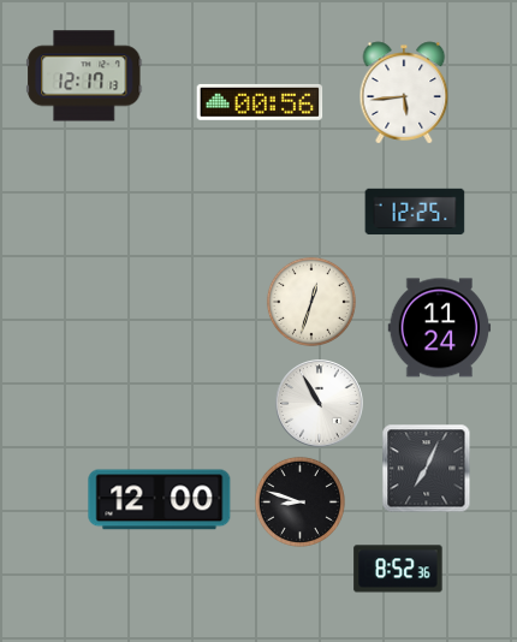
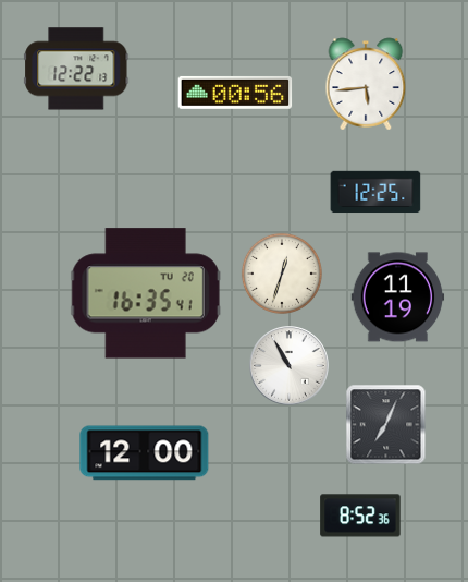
clock at (84, 76): 12:17 -> 12:22
clock at (146, 293): none -> 16:35
clock at (440, 328): 11:24 -> 11:19
clock at (299, 501): 8:48 -> none
